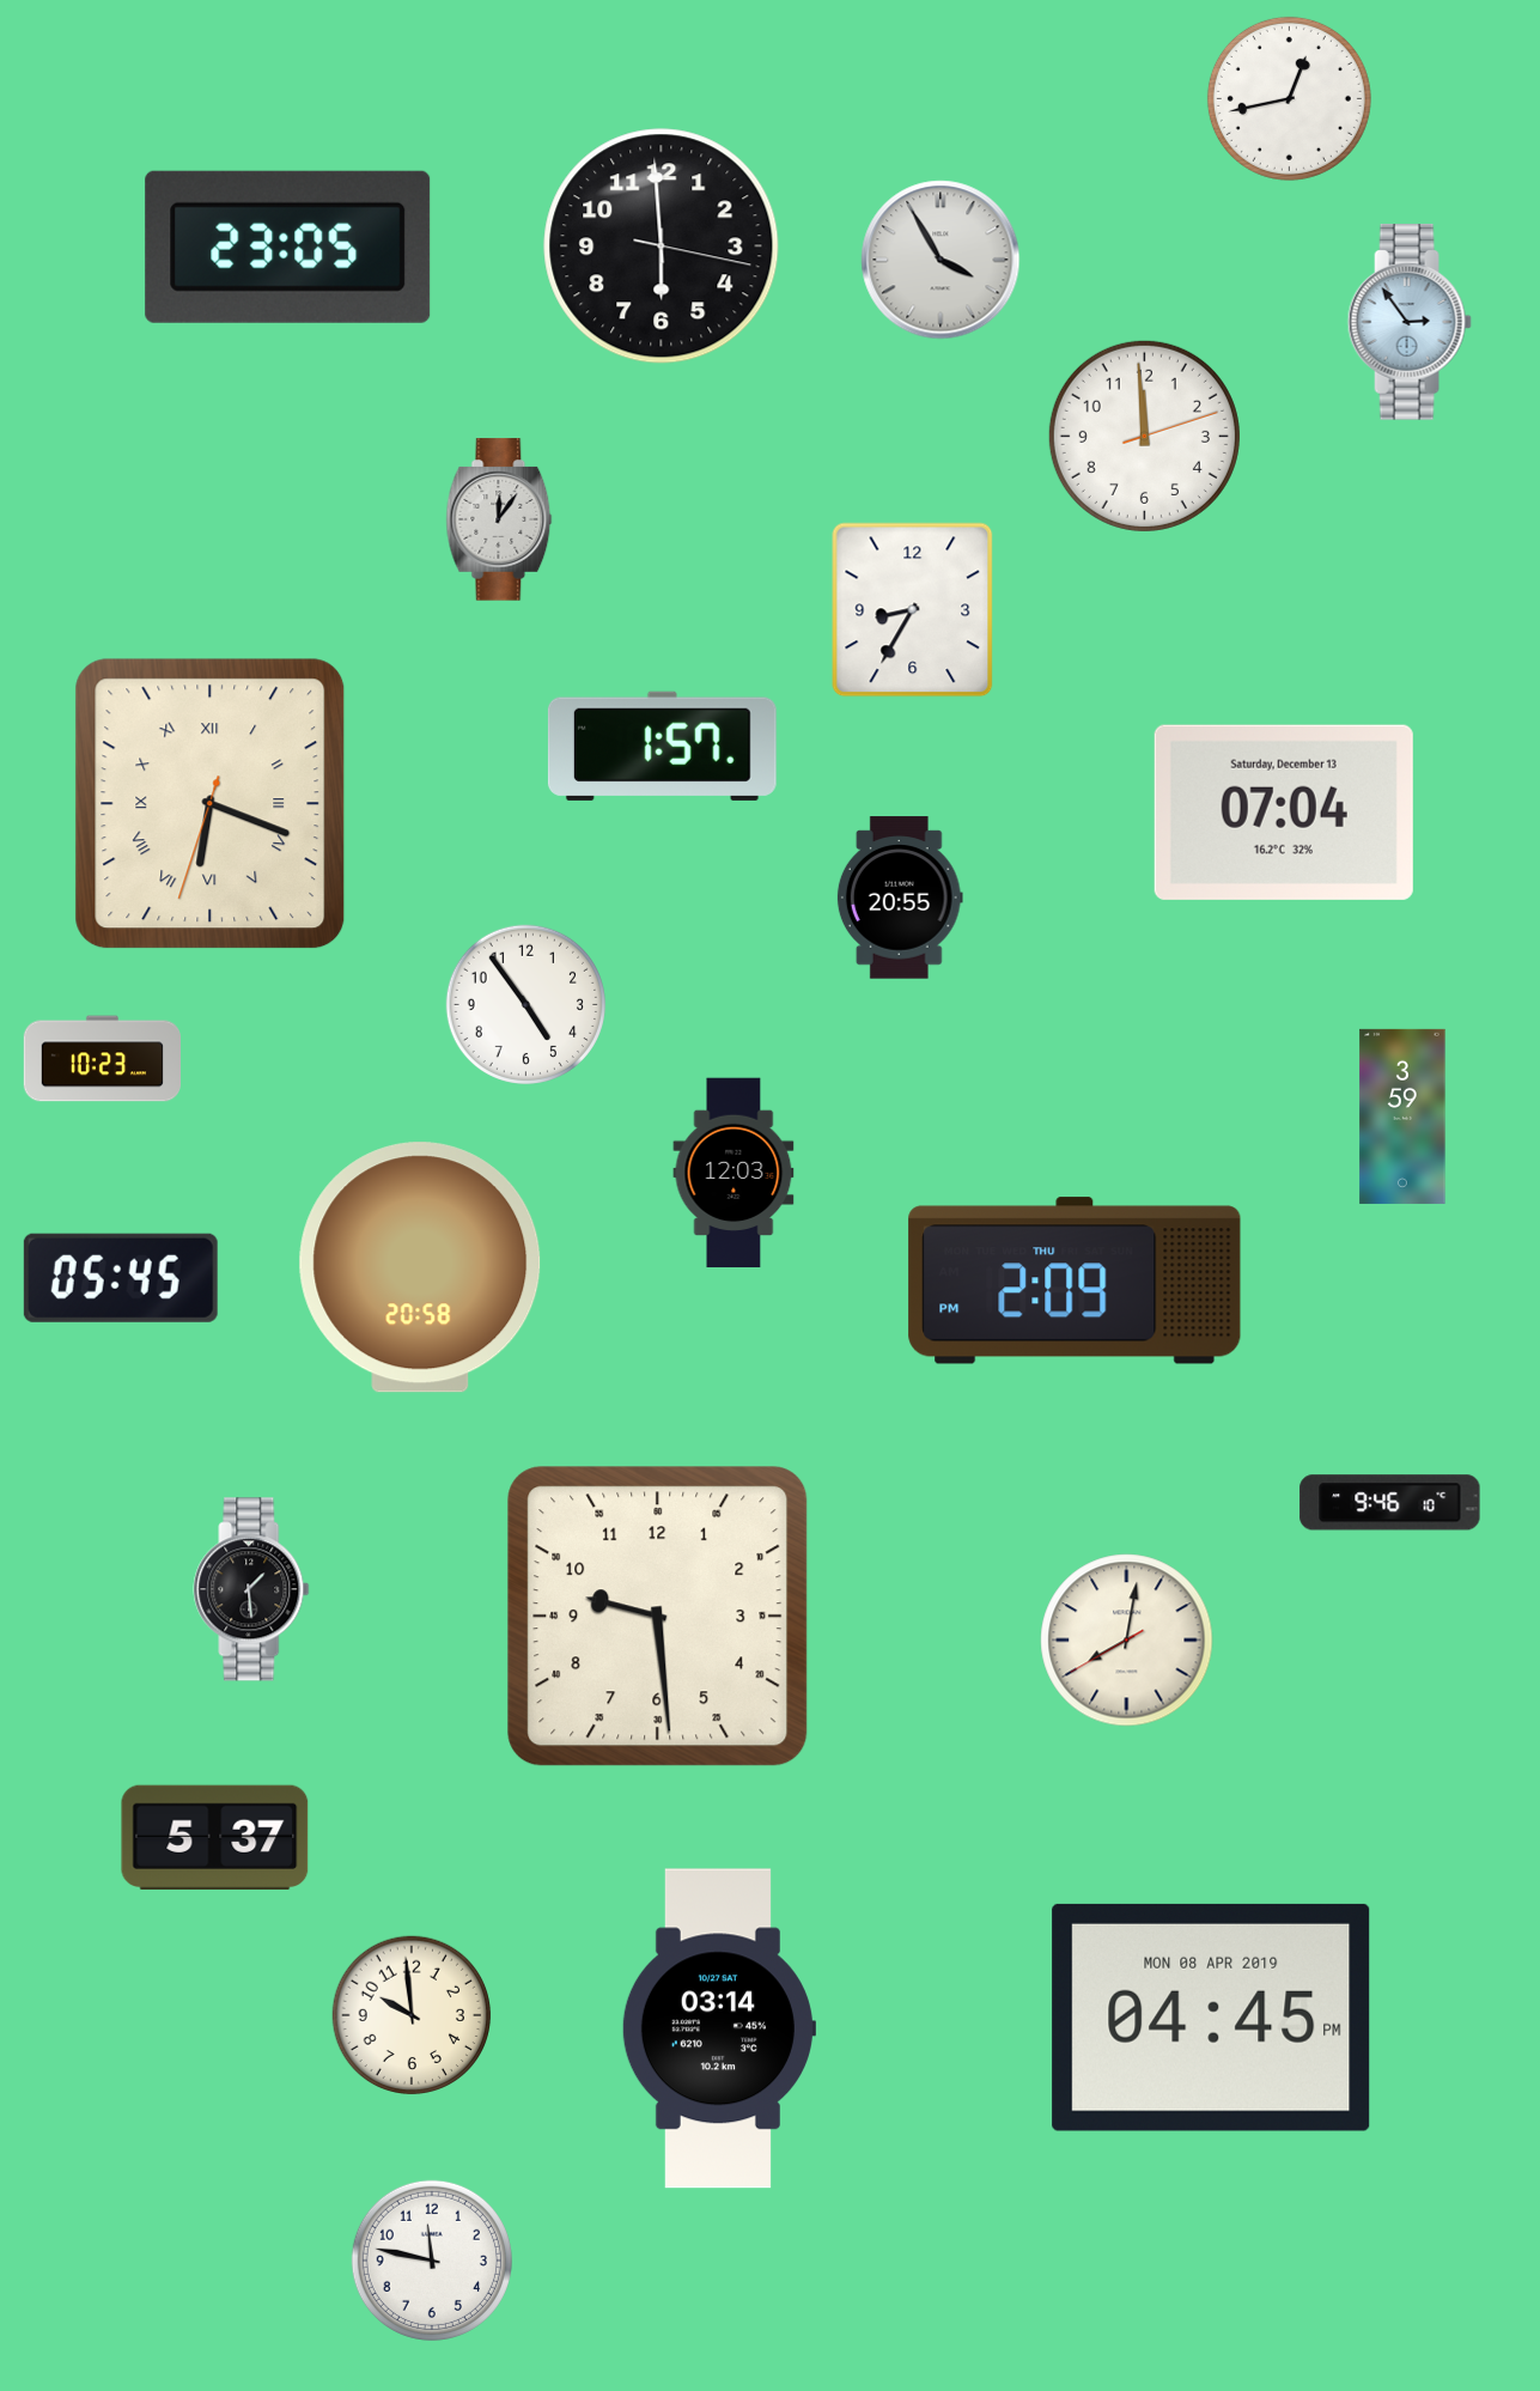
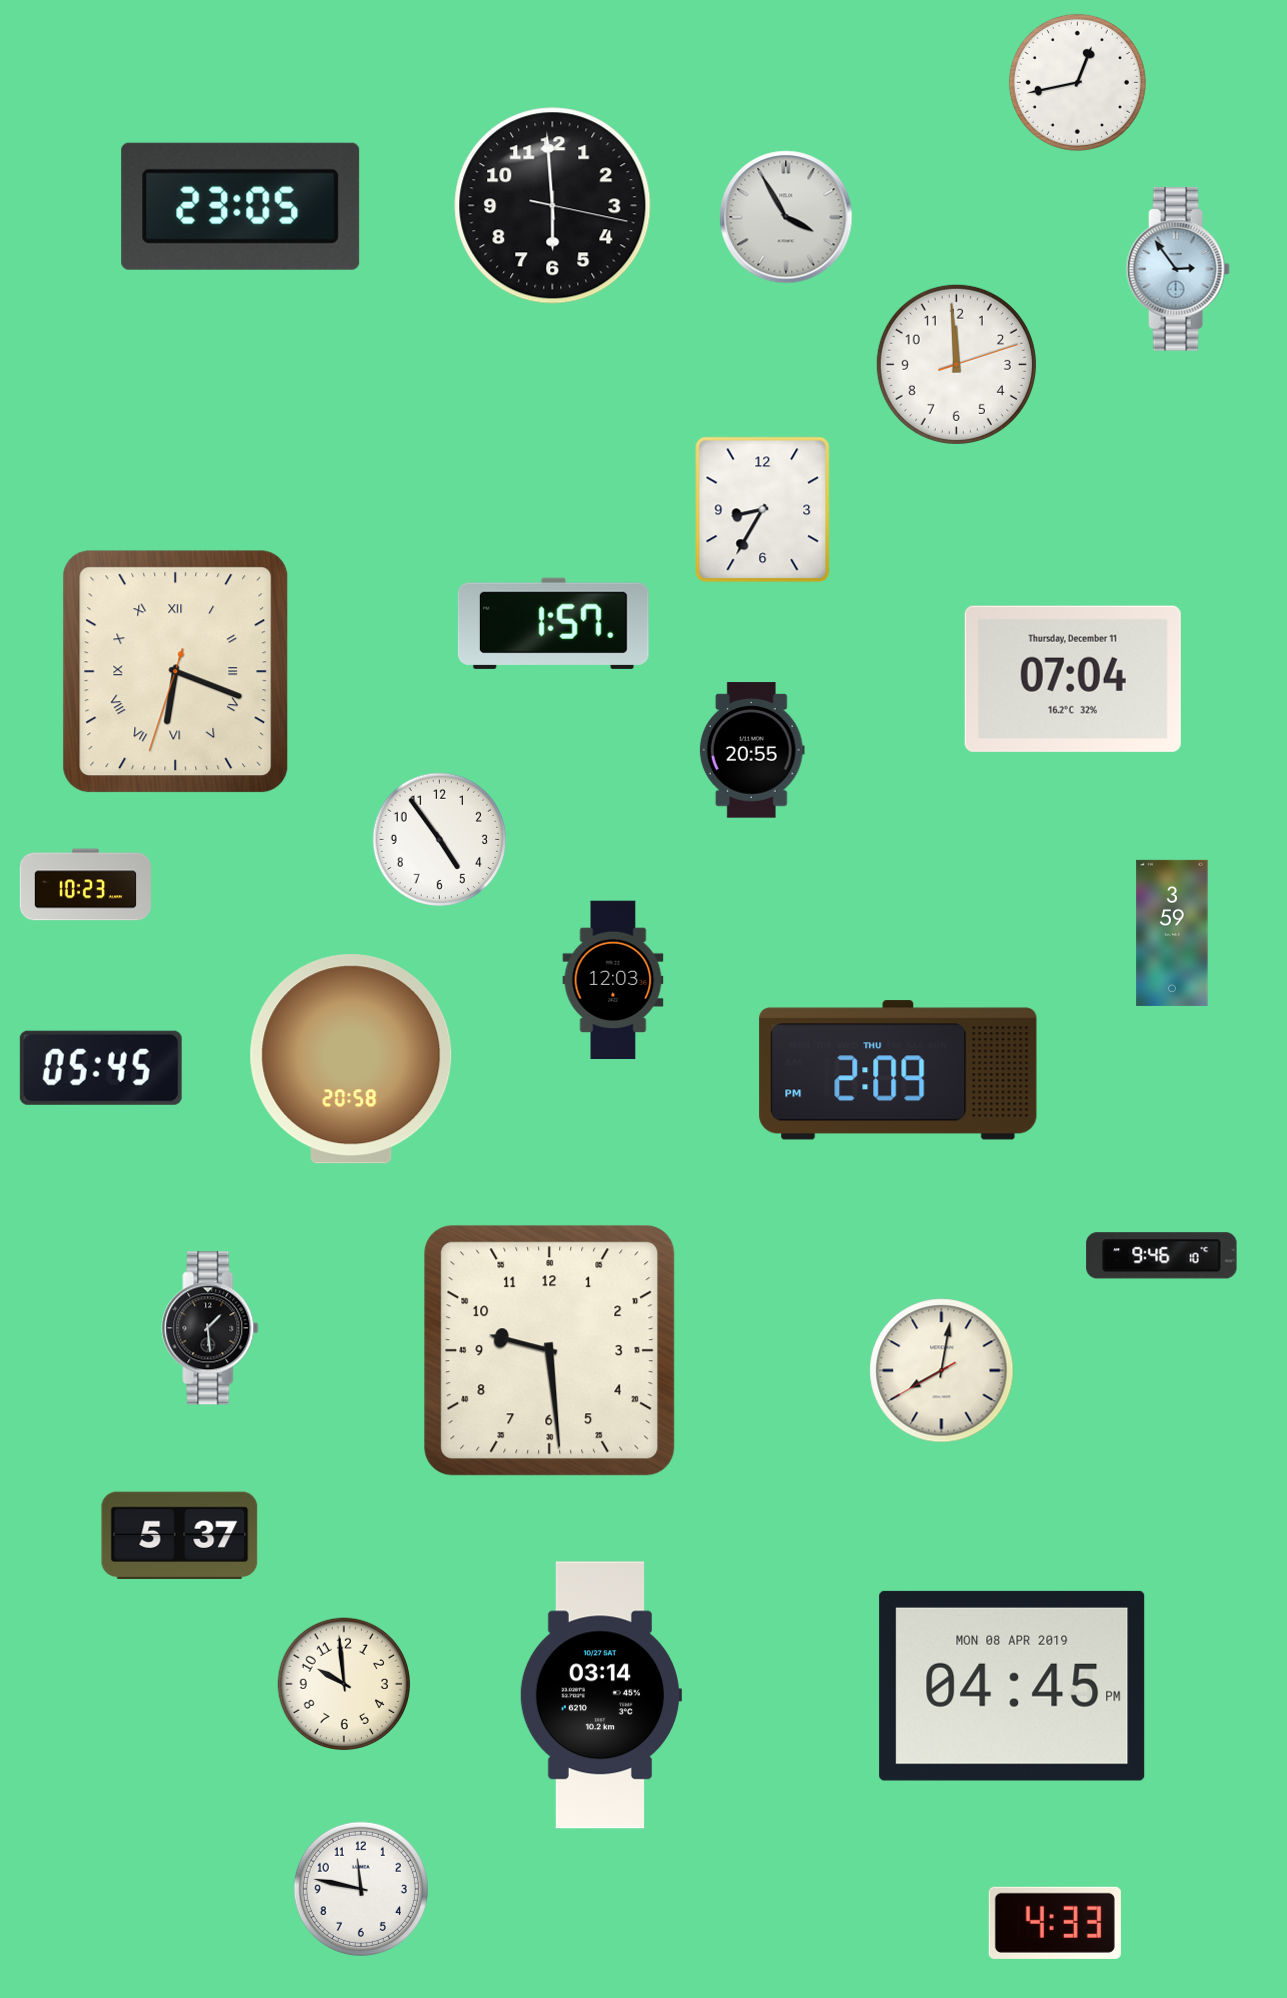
clock at (499, 519): 12:06 -> none
clock at (1284, 813) date: Saturday, December 13 -> Thursday, December 11
clock at (1055, 1923): none -> 4:33
